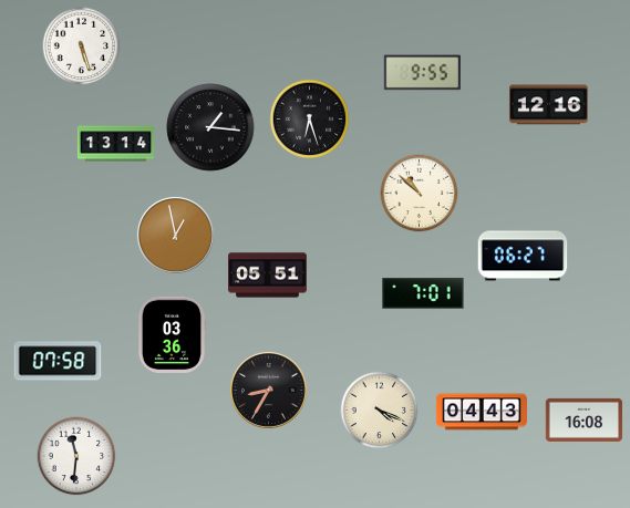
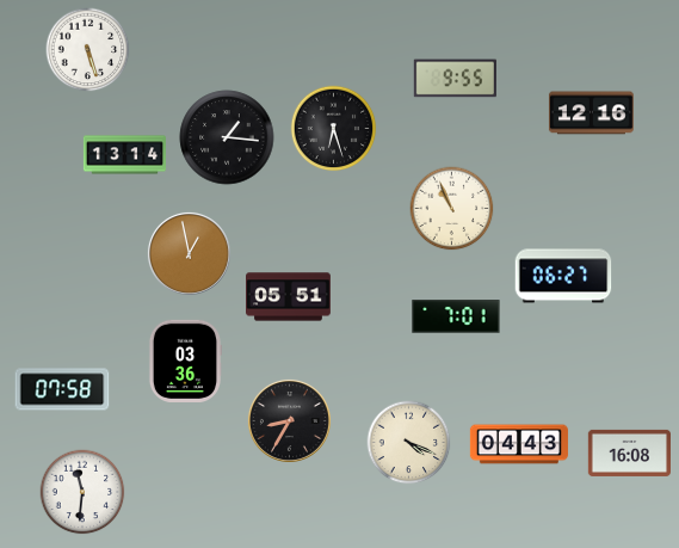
clock at (420, 194): 10:52 -> 10:56
